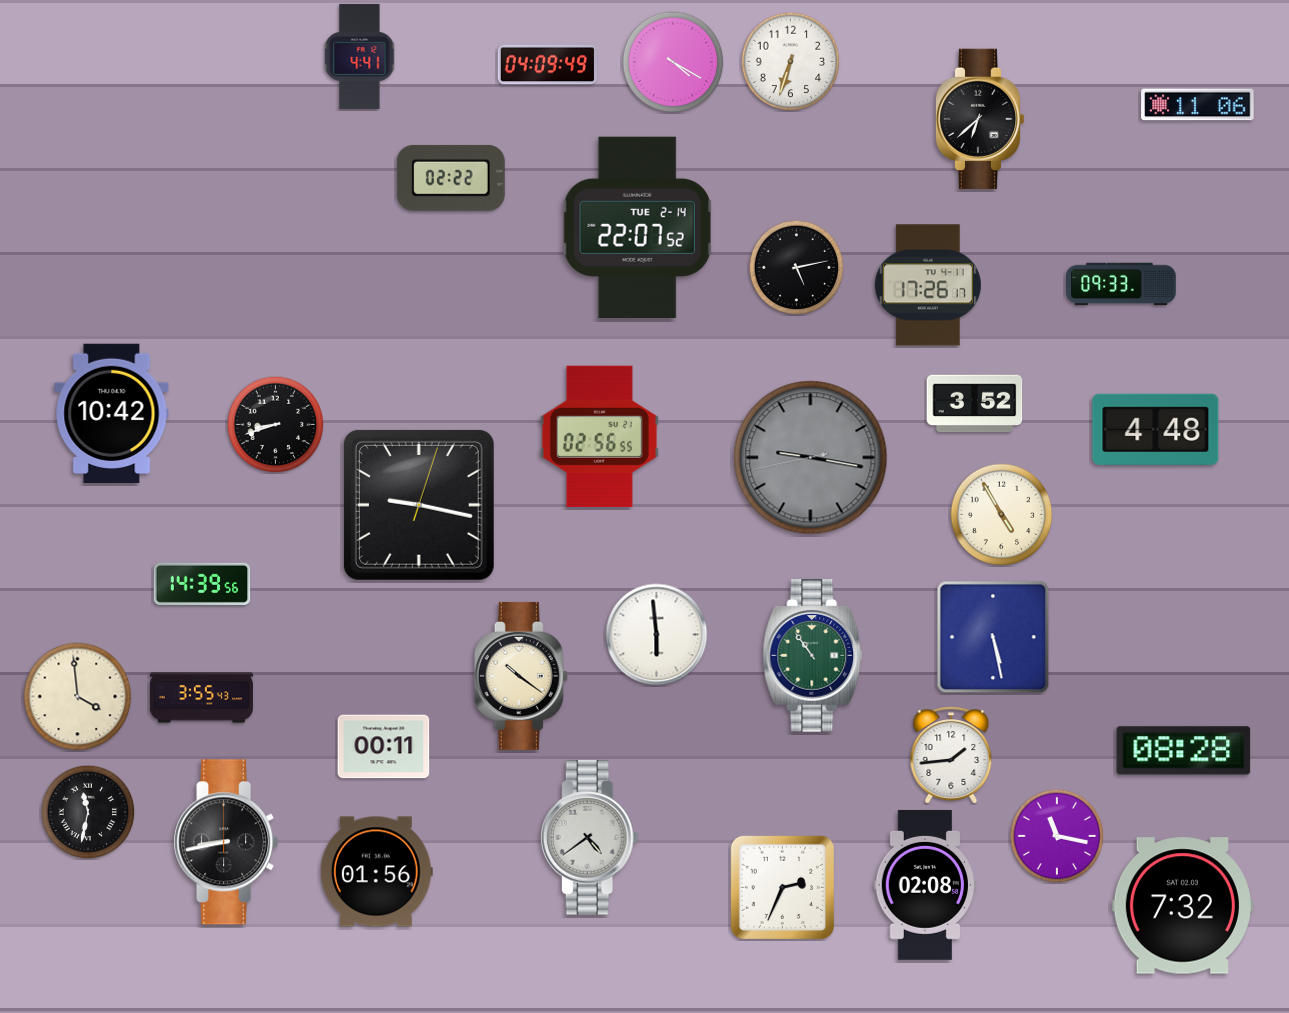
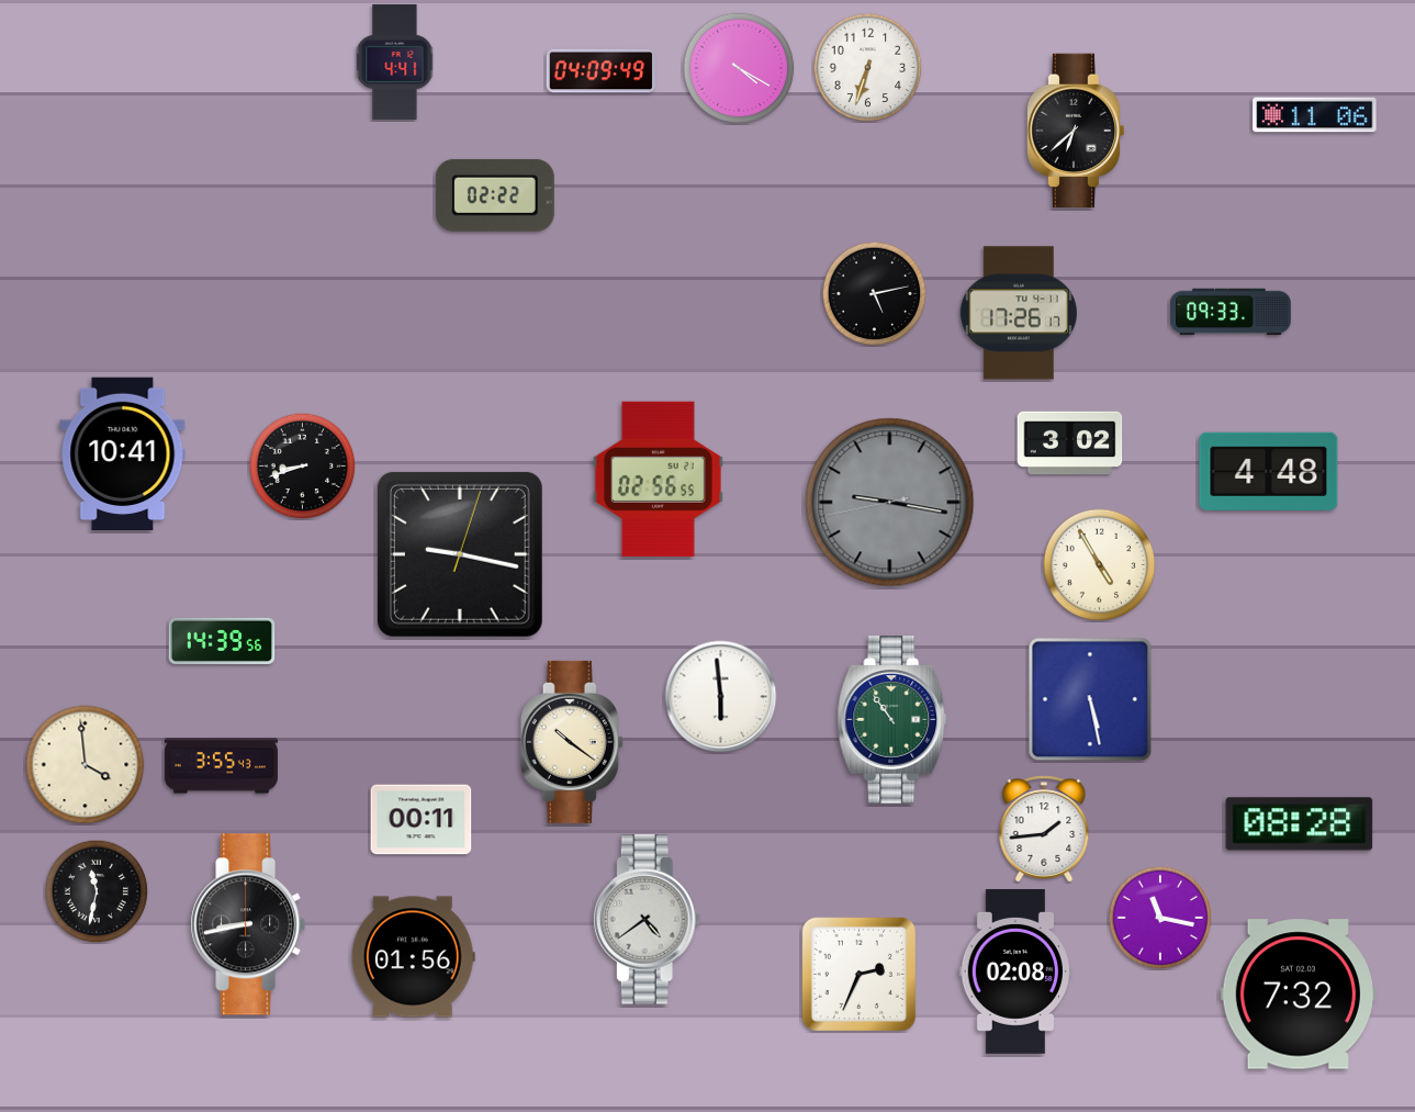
clock at (638, 227): 22:07 -> none
clock at (975, 404): 3:52 -> 3:02
clock at (112, 414): 10:42 -> 10:41
